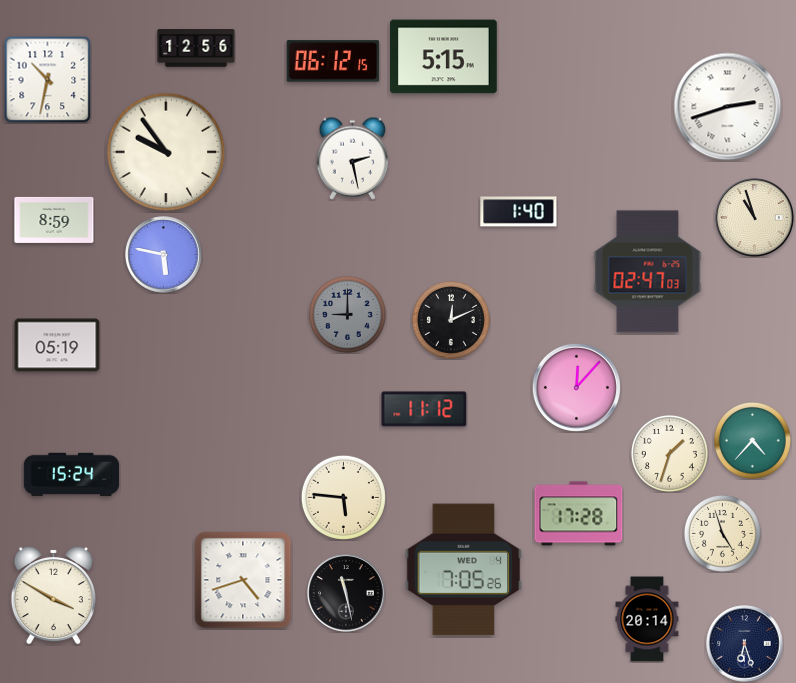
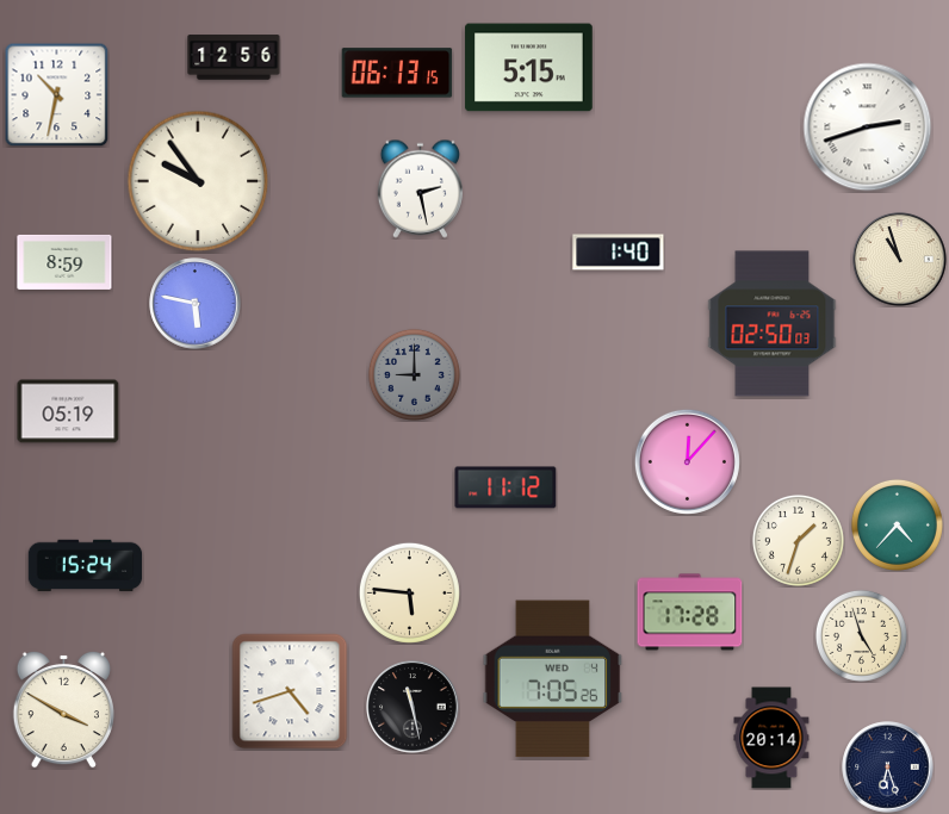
clock at (333, 61): 06:12 -> 06:13
clock at (648, 272): 02:47 -> 02:50
clock at (451, 320): 12:11 -> none
